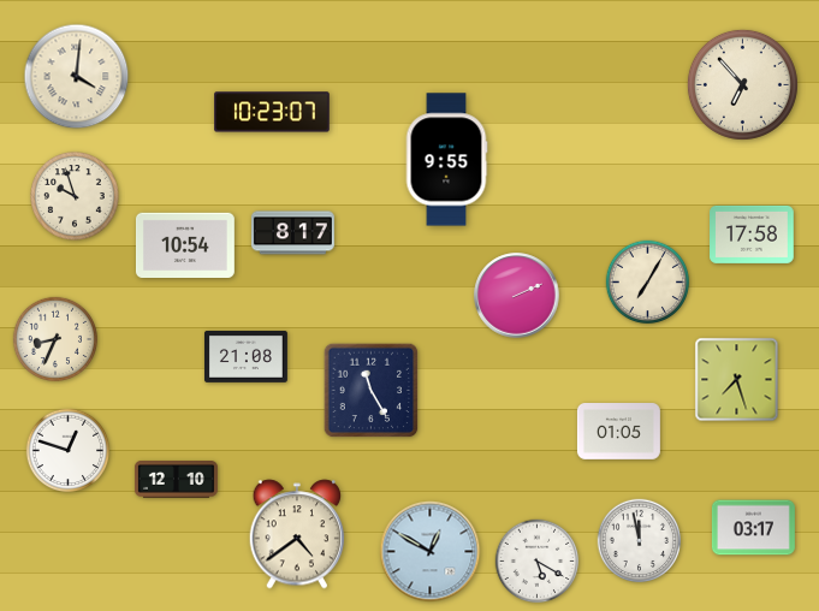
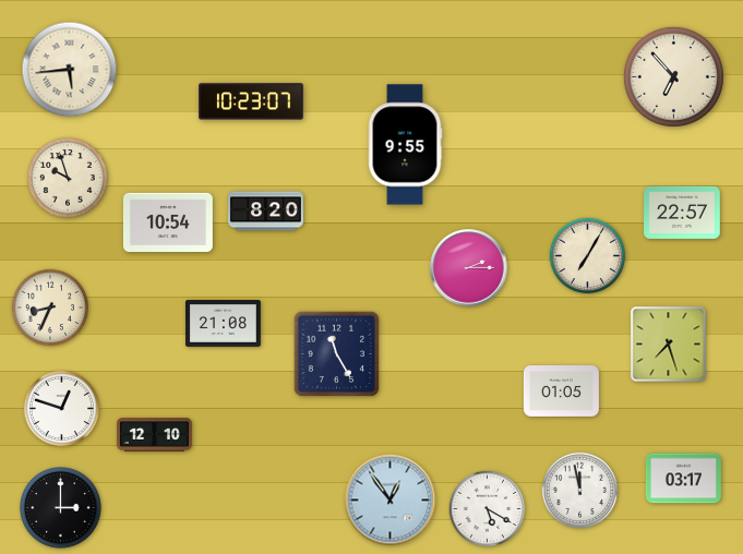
clock at (77, 77): 4:01 -> 5:44
clock at (272, 112) position: (272, 112) -> (251, 101)
clock at (292, 233): 8:17 -> 8:20
clock at (752, 235): 17:58 -> 22:57
clock at (517, 296): 2:11 -> 2:15
clock at (176, 480) position: (176, 480) -> (154, 435)
clock at (297, 534): 4:39 -> none
clock at (431, 552): 12:50 -> 12:54
clock at (61, 508): none -> 3:00
